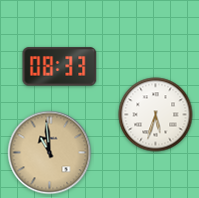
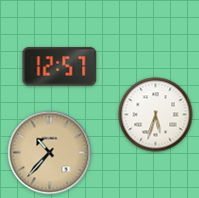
clock at (60, 67): 08:33 -> 12:57
clock at (50, 153): 10:59 -> 10:37
